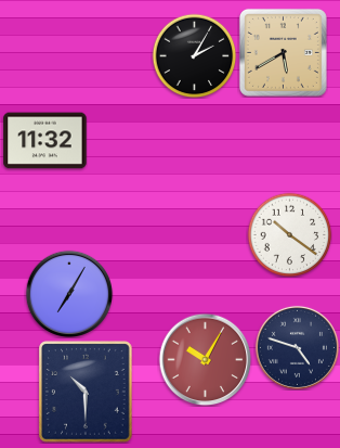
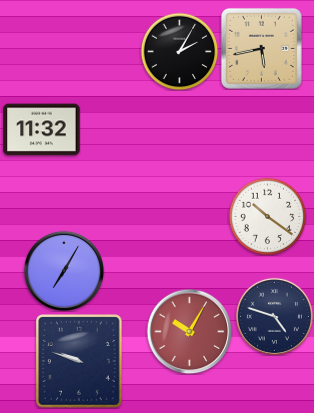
clock at (283, 52): 5:40 -> 5:43
clock at (297, 347) position: (297, 347) -> (274, 316)
clock at (86, 392): 10:30 -> 9:48
